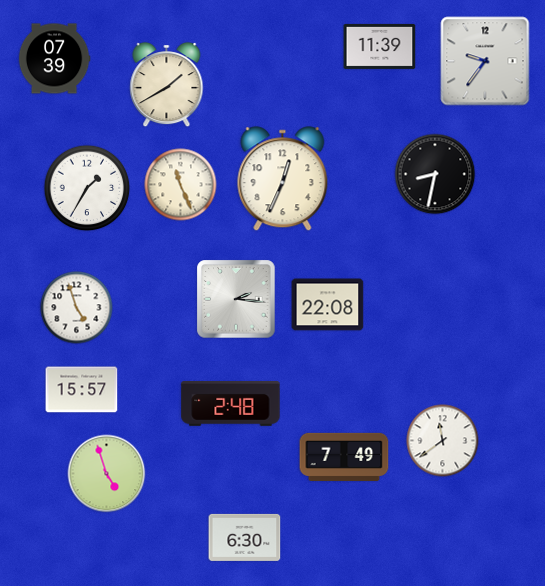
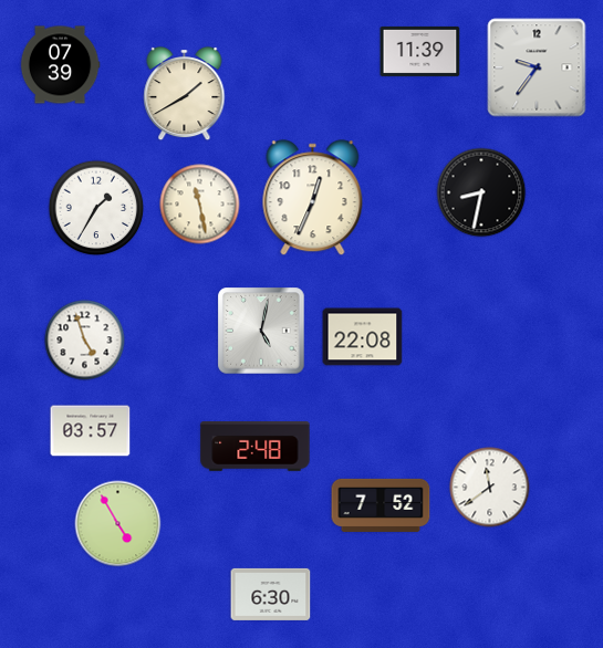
clock at (181, 185): 11:26 -> 11:28
clock at (236, 299): 2:16 -> 5:02
clock at (82, 390): 15:57 -> 03:57
clock at (344, 457): 7:49 -> 7:52
clock at (107, 474): 4:57 -> 4:55
